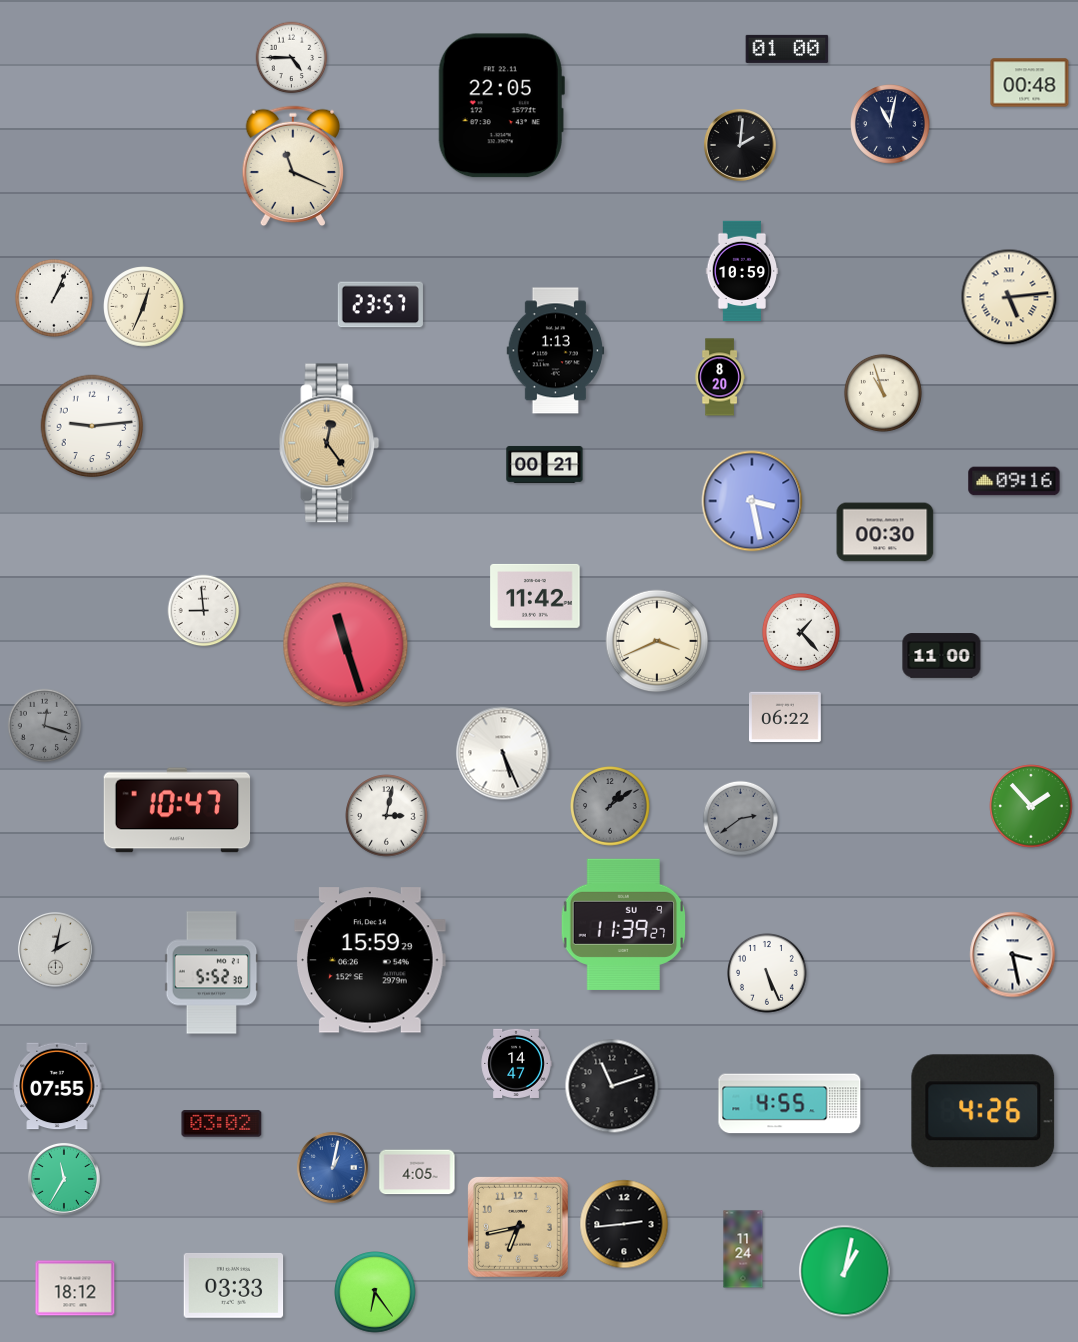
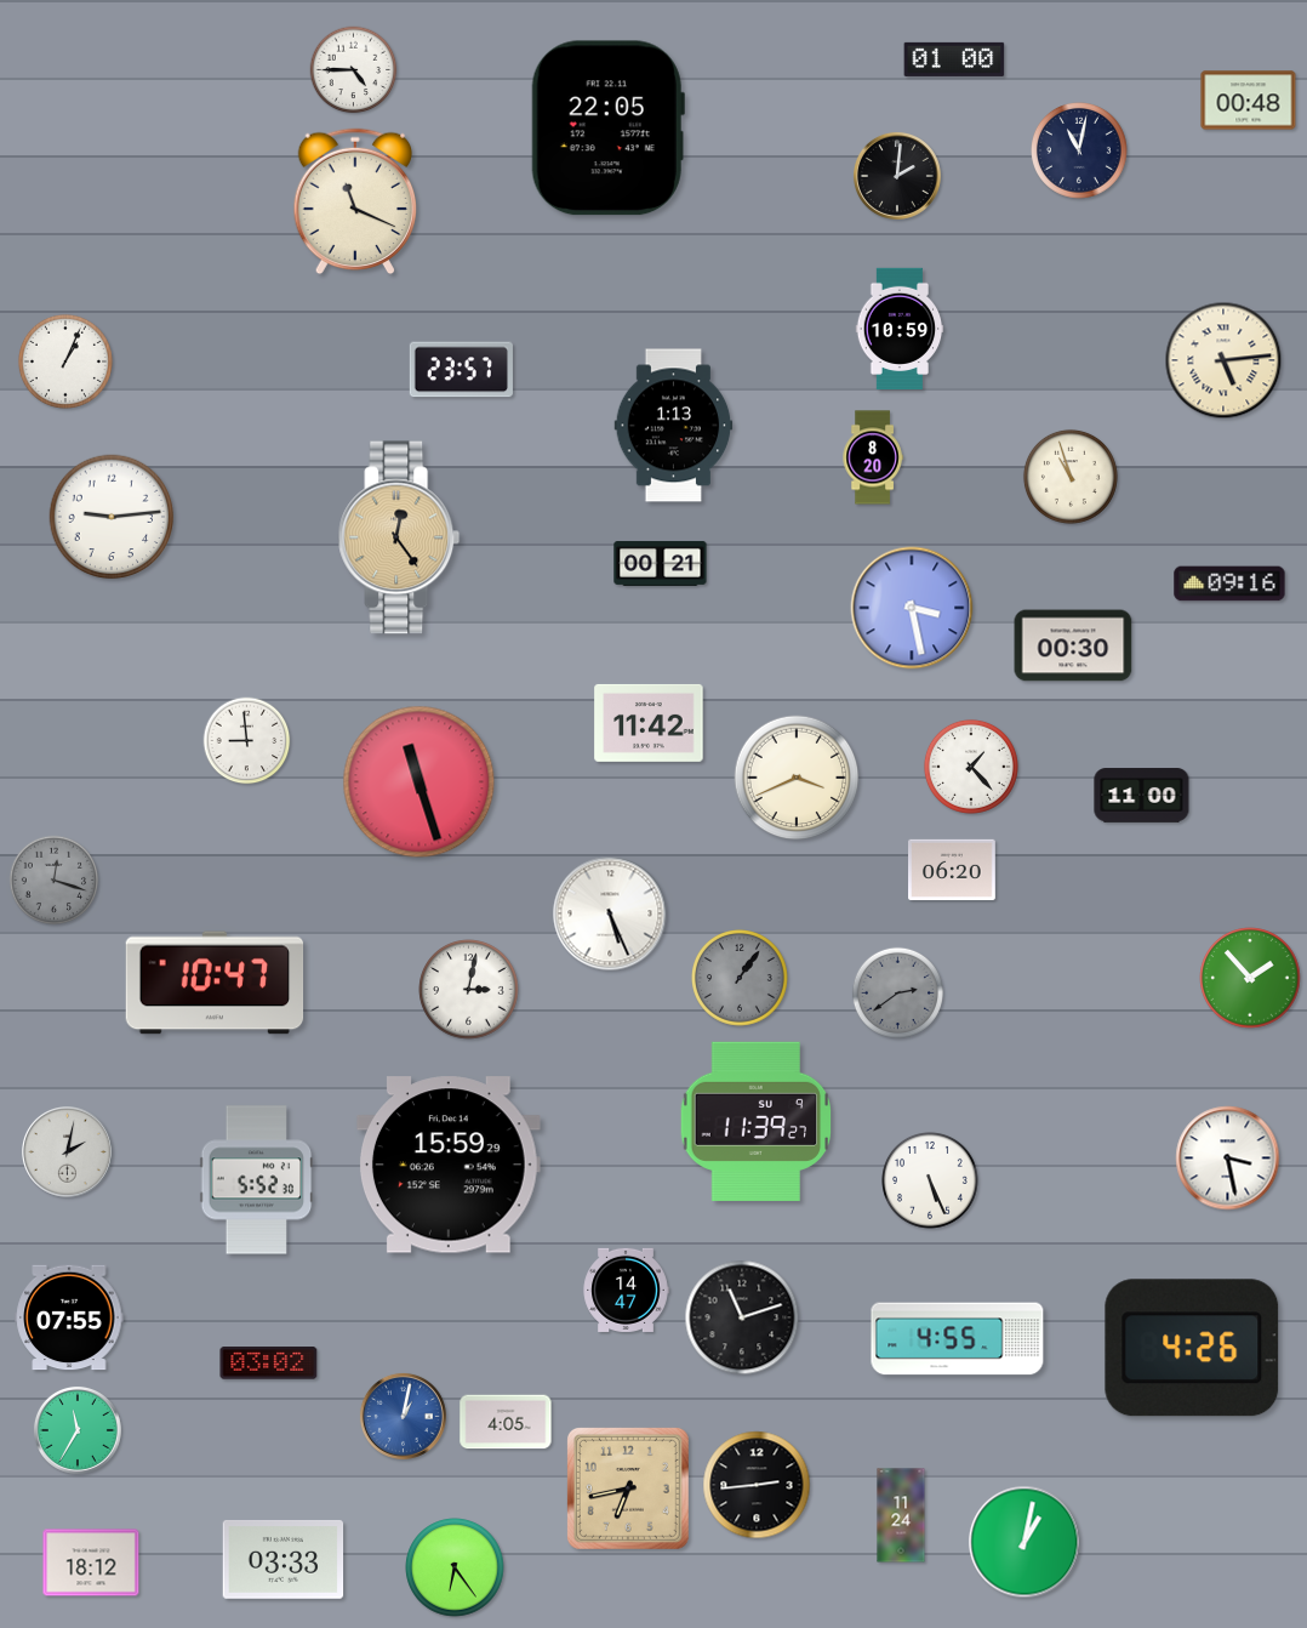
clock at (144, 307): 12:34 -> none
clock at (786, 717): 06:22 -> 06:20
clock at (611, 807): 1:09 -> 1:06
